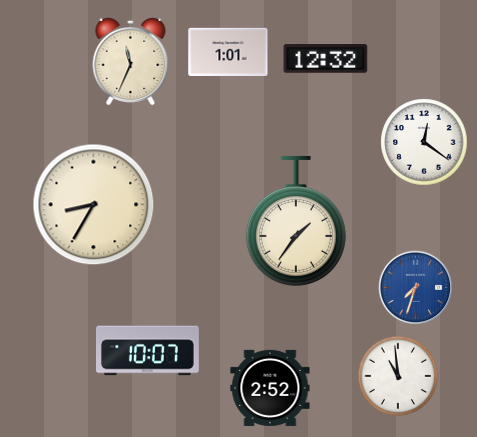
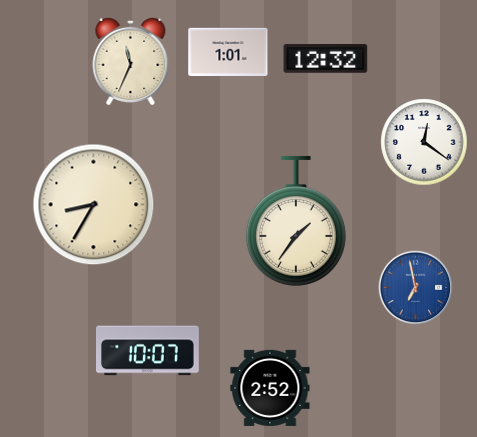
clock at (416, 288): 7:33 -> 6:58
clock at (398, 376): 10:59 -> none
